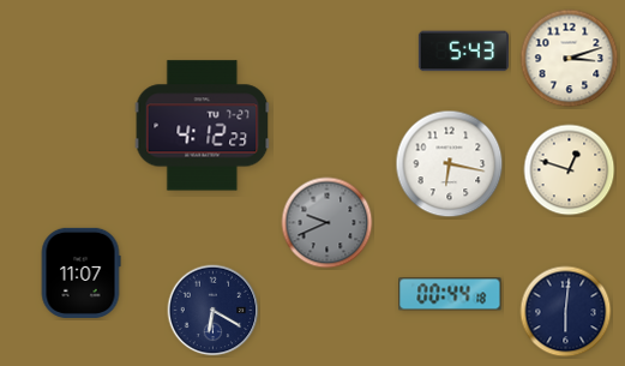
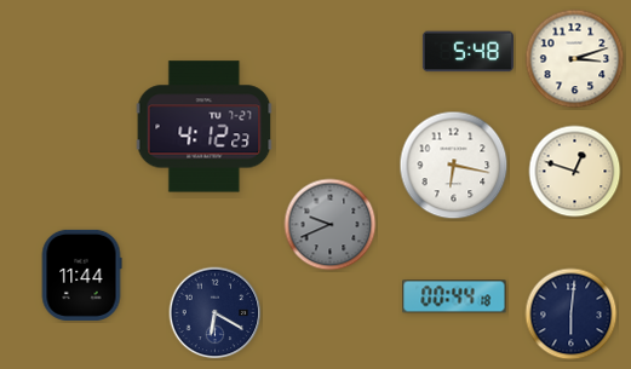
clock at (463, 52): 5:43 -> 5:48
clock at (80, 272): 11:07 -> 11:44
